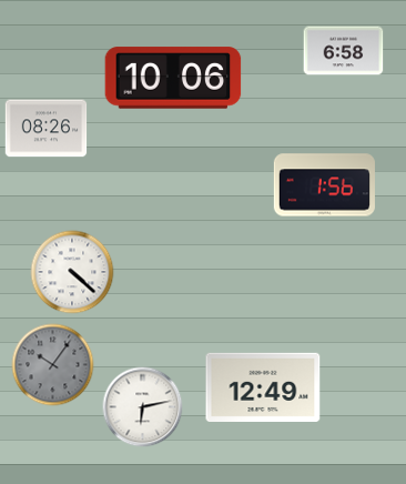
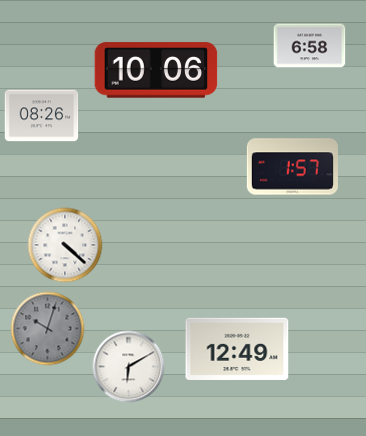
clock at (324, 185): 1:56 -> 1:57
clock at (53, 365): 10:06 -> 10:03
clock at (143, 407): 6:13 -> 6:10
